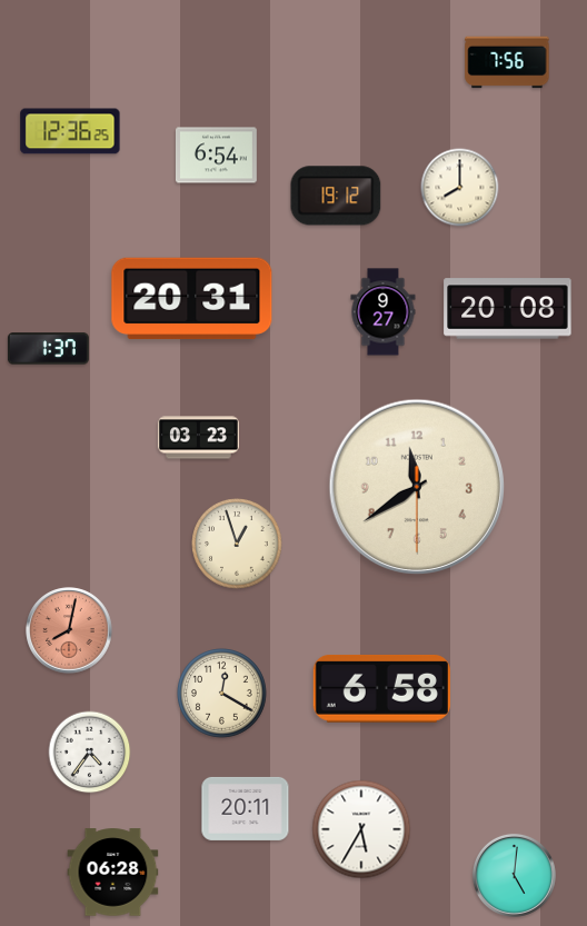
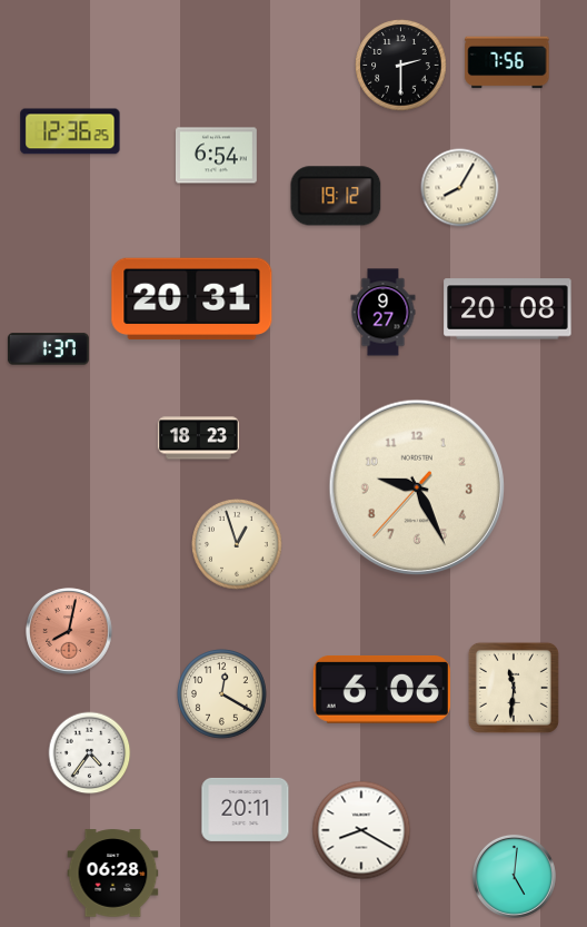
clock at (401, 66): none -> 2:30
clock at (460, 188): 8:00 -> 8:05
clock at (198, 438): 03:23 -> 18:23
clock at (416, 486): 11:39 -> 9:25
clock at (514, 688): none -> 11:31
clock at (381, 688): 6:58 -> 6:06
clock at (361, 829): 5:35 -> 8:20
